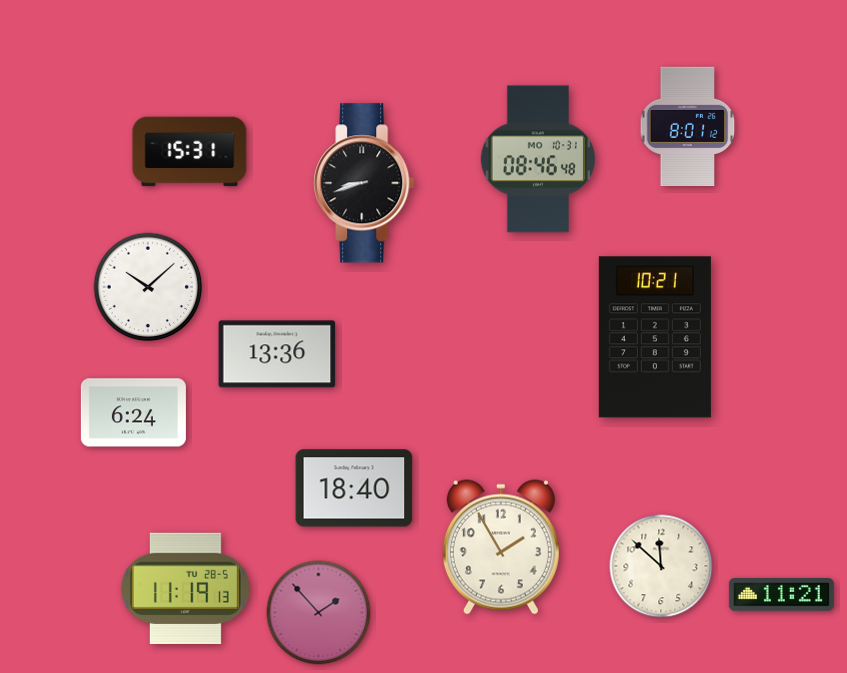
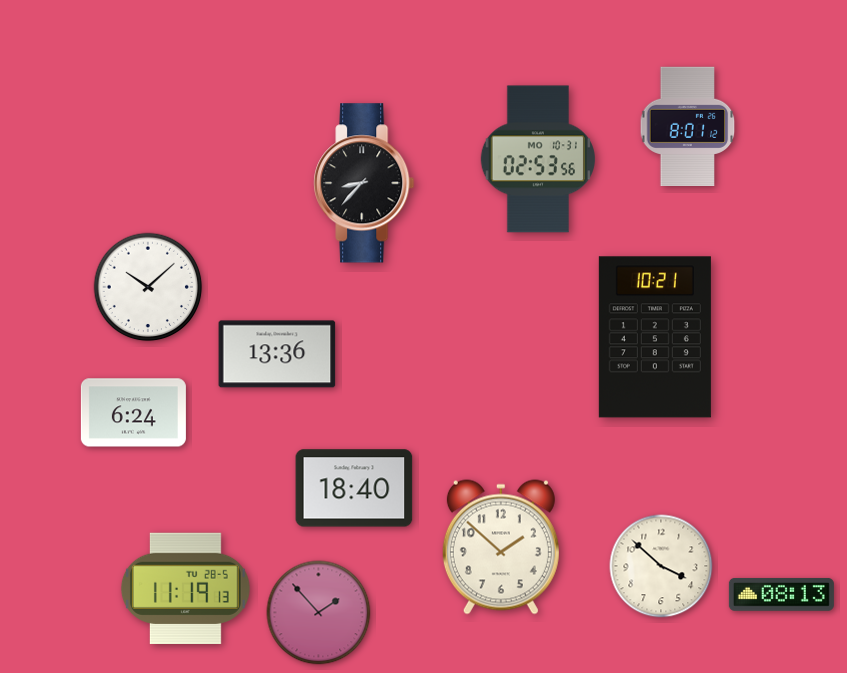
clock at (190, 152): 15:31 -> none
clock at (538, 159): 08:46 -> 02:53
clock at (364, 183): 8:42 -> 8:37
clock at (501, 547): 1:55 -> 1:52
clock at (661, 566): 11:52 -> 3:52
clock at (781, 595): 11:21 -> 08:13
